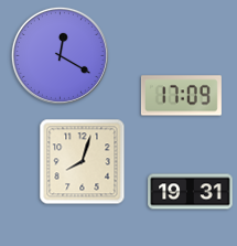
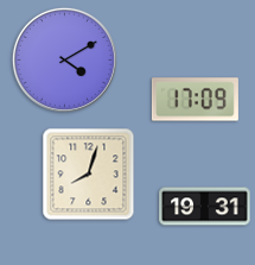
clock at (60, 55): 12:20 -> 4:10
clock at (181, 96) position: (181, 96) -> (195, 100)
